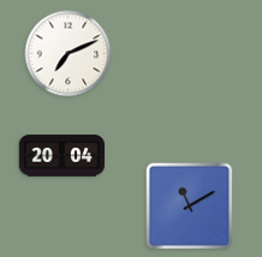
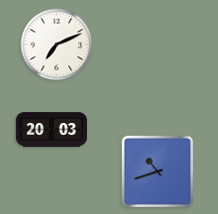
clock at (62, 156): 20:04 -> 20:03
clock at (190, 207): 11:10 -> 10:42
